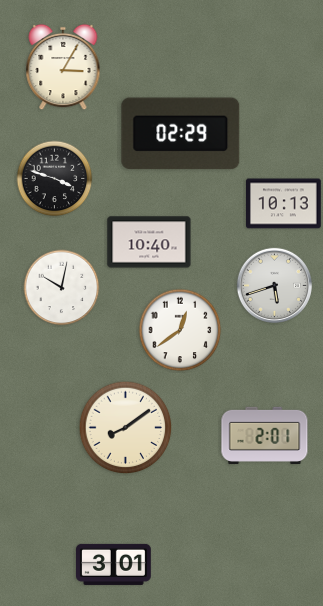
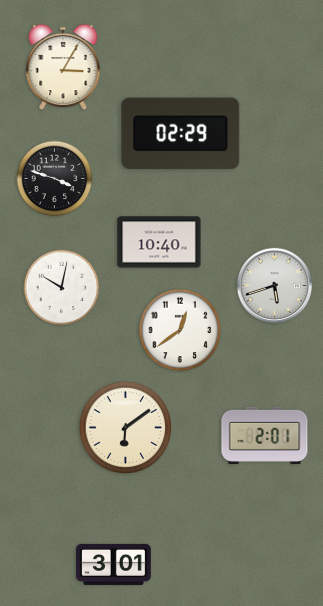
clock at (284, 204): 10:13 -> none
clock at (149, 242) position: (149, 242) -> (159, 242)
clock at (126, 428): 8:09 -> 6:09
